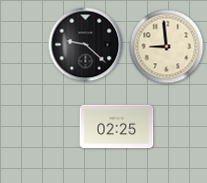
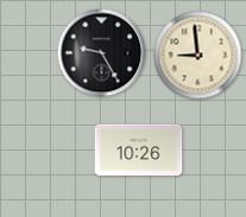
clock at (86, 45): 9:22 -> 9:25
clock at (117, 127): 02:25 -> 10:26
